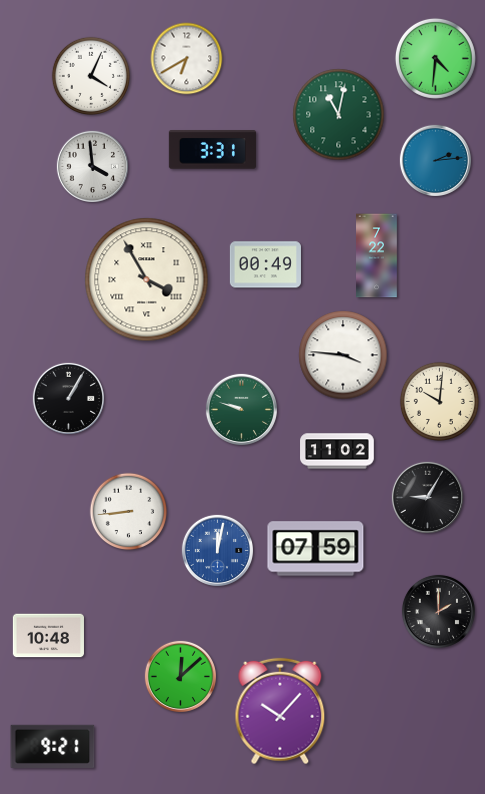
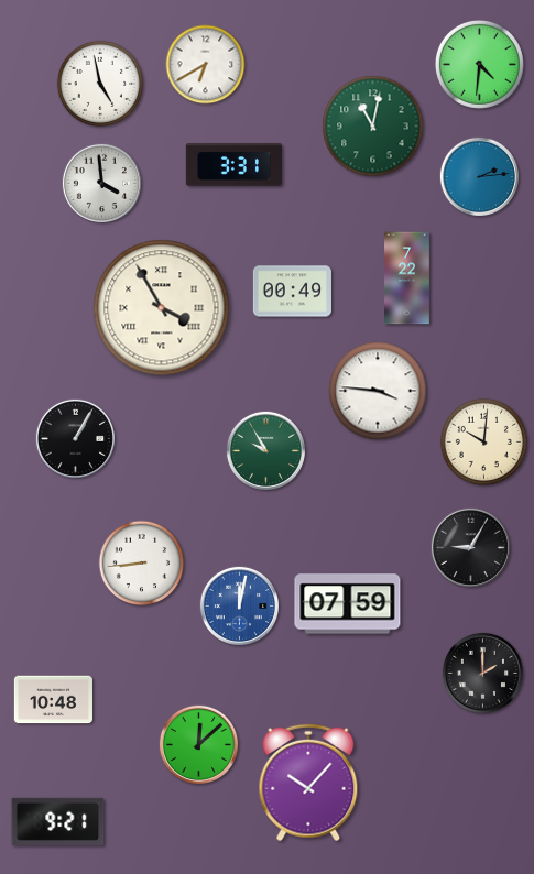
clock at (90, 75): 4:04 -> 4:58
clock at (377, 256) position: (377, 256) -> (407, 278)
clock at (241, 409): 9:48 -> 9:55
clock at (337, 451): 11:02 -> none
